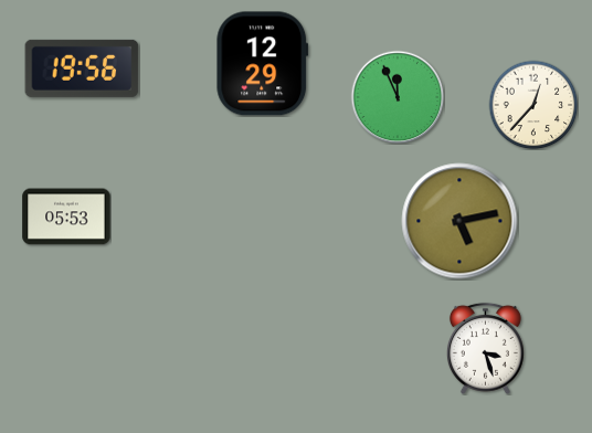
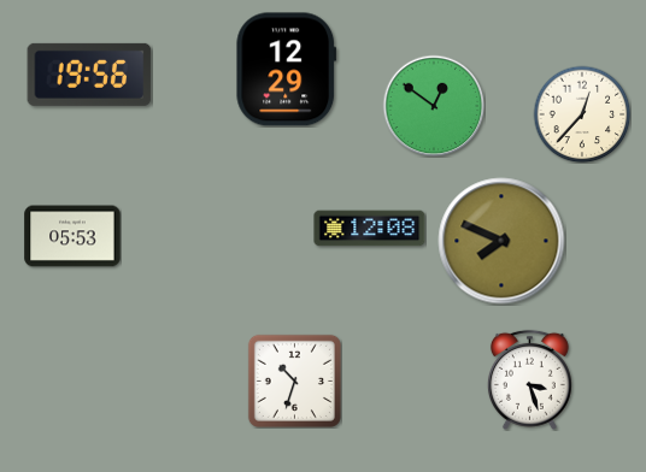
clock at (398, 97): 11:56 -> 12:51
clock at (370, 229): none -> 12:08
clock at (459, 221): 5:13 -> 7:49
clock at (294, 380): none -> 10:33
